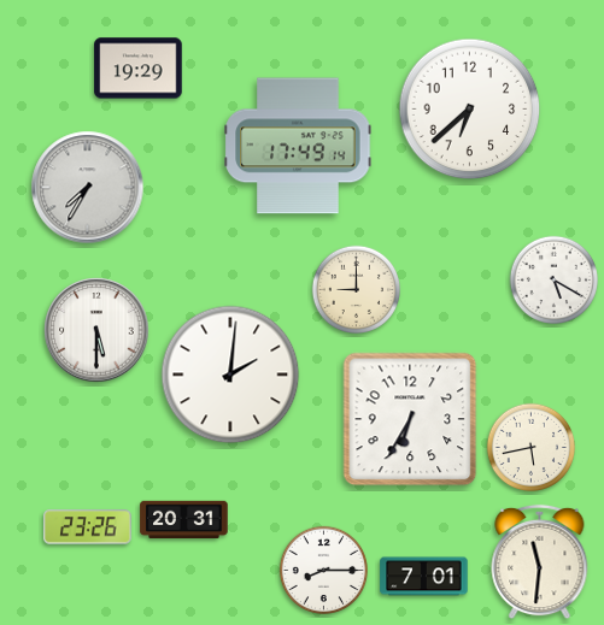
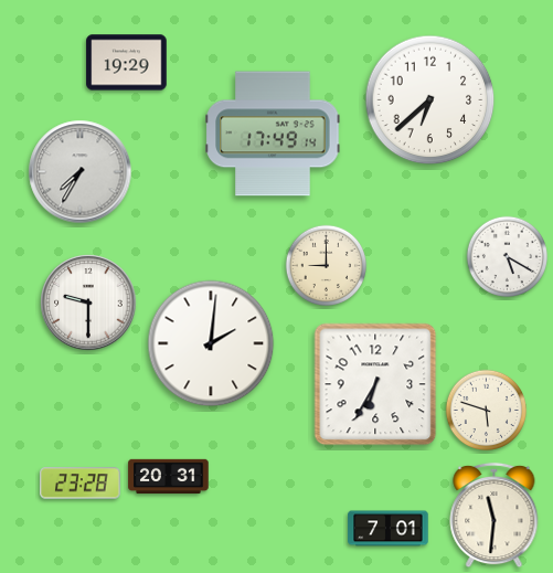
clock at (96, 330): 5:30 -> 9:30
clock at (530, 447): 5:43 -> 5:48
clock at (88, 527): 23:26 -> 23:28
clock at (323, 570): 8:15 -> none
